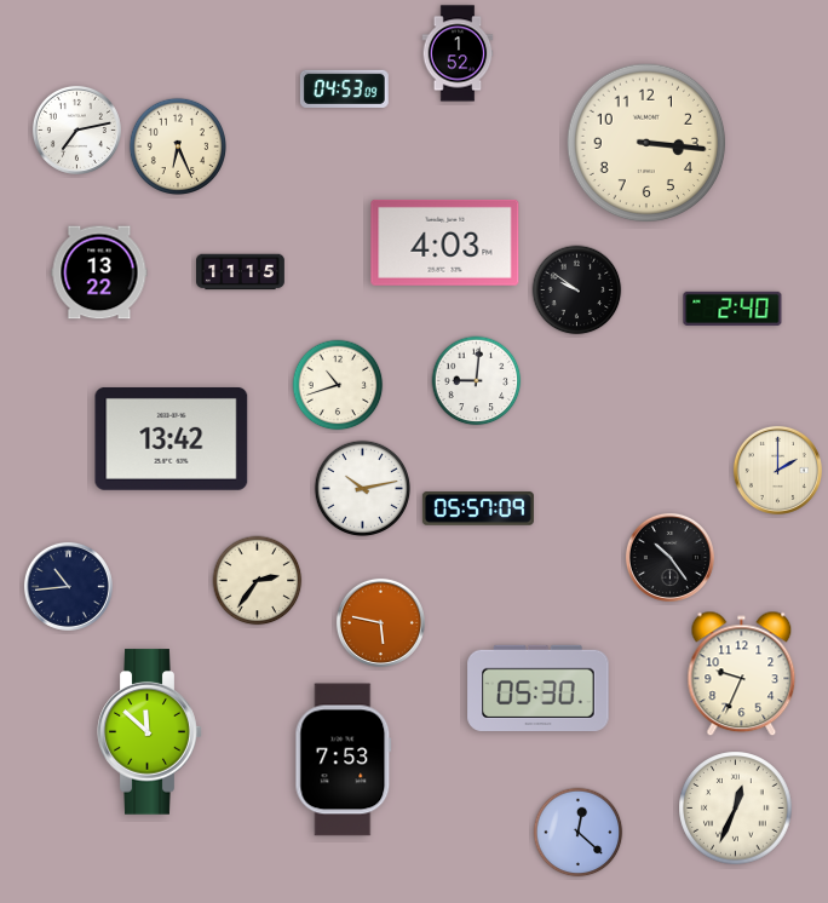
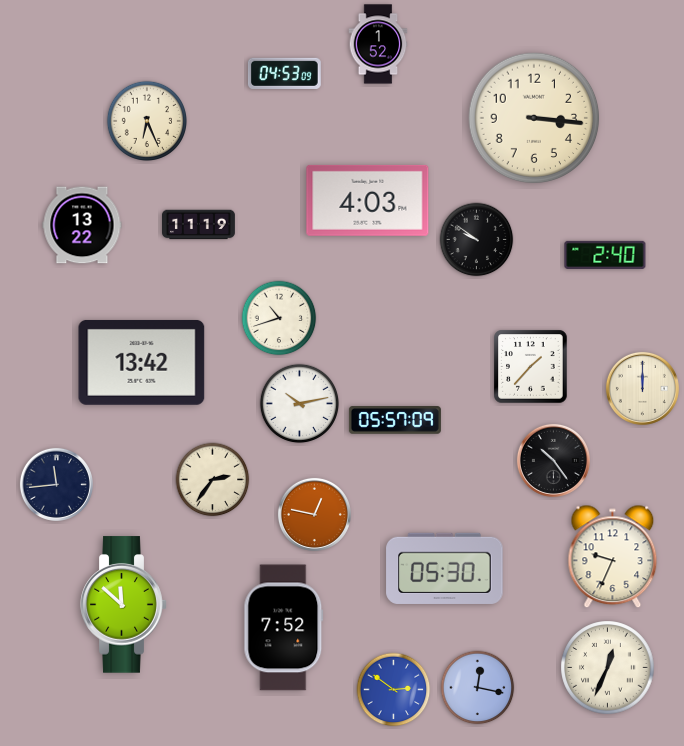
clock at (76, 130): 7:13 -> none
clock at (241, 272): 11:15 -> 11:19
clock at (477, 381): 9:01 -> none
clock at (531, 367): none -> 1:37
clock at (777, 470): 2:00 -> 12:00
clock at (68, 586): 10:44 -> 11:44
clock at (380, 622): 5:47 -> 12:47
clock at (344, 760): 7:53 -> 7:52
clock at (579, 833): 12:22 -> 12:17
clock at (394, 690): none -> 2:51
